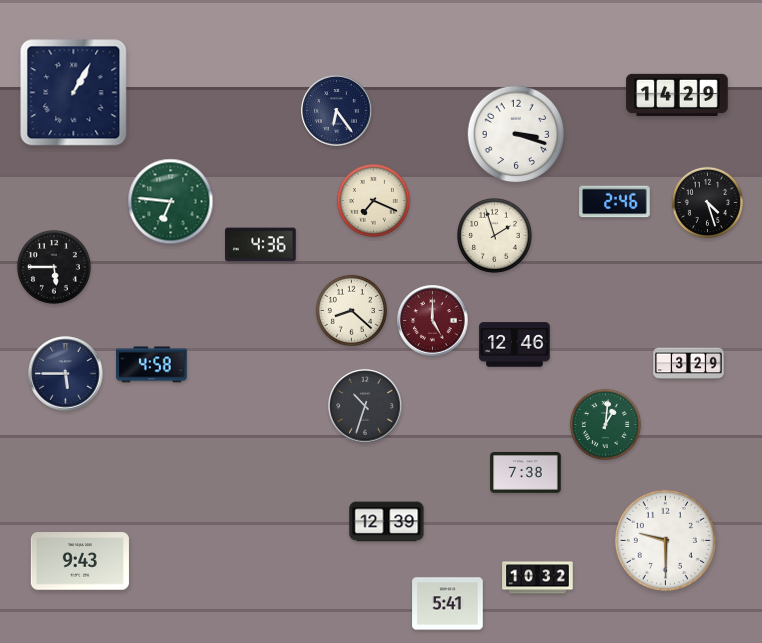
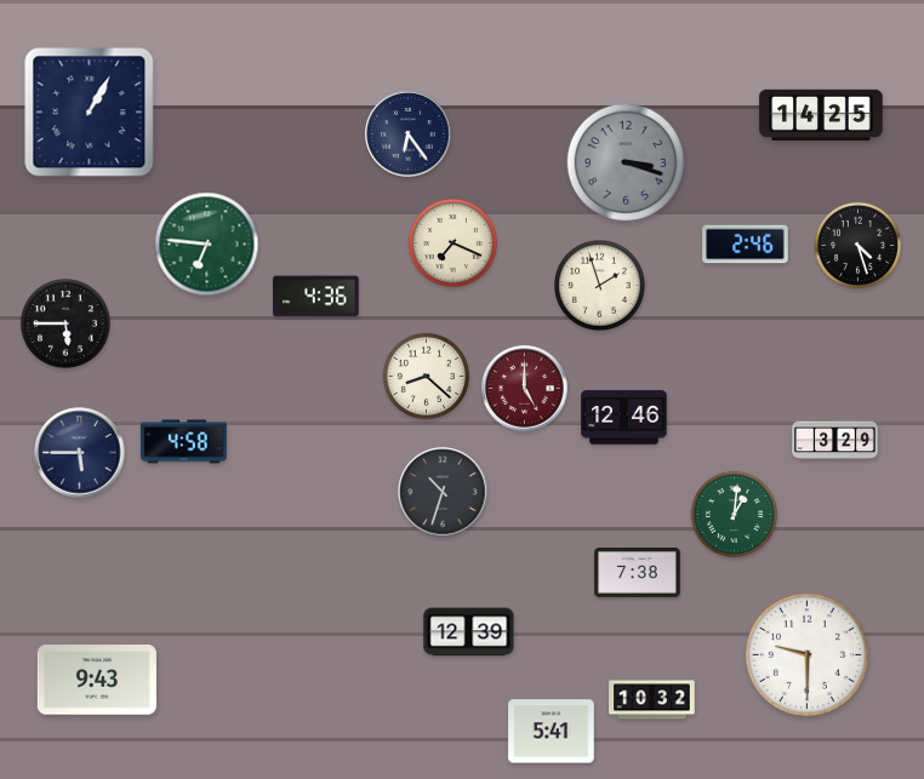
clock at (677, 94): 14:29 -> 14:25
clock at (516, 134) dial: white -> grey
clock at (448, 604) position: (448, 604) -> (552, 732)
